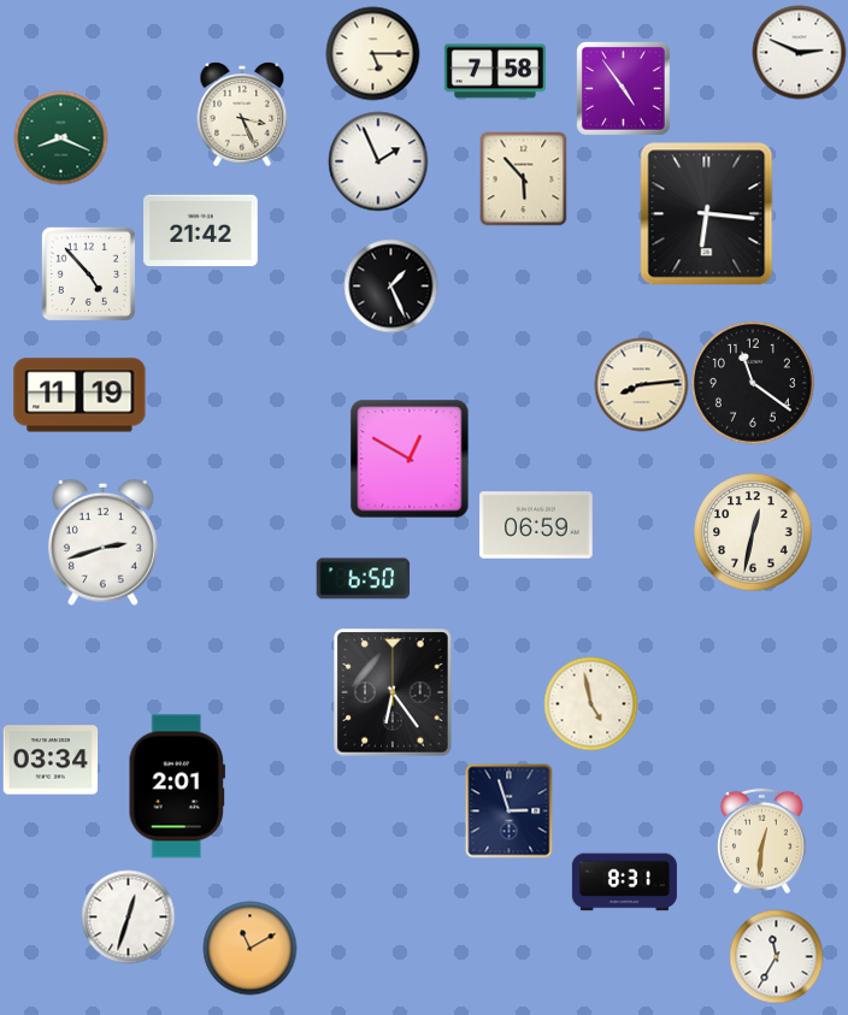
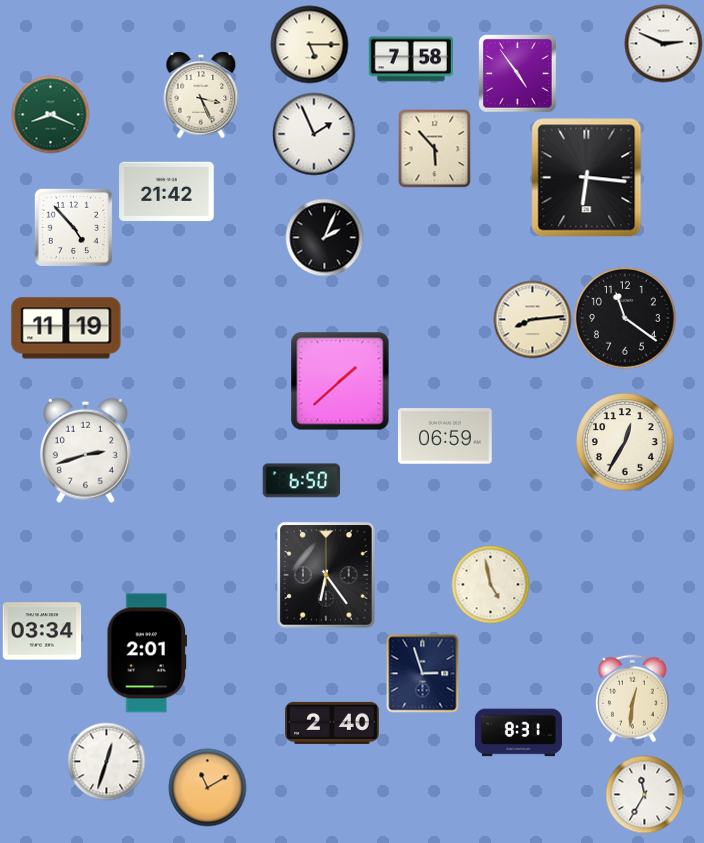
clock at (390, 285): 1:26 -> 2:04
clock at (410, 459): 12:50 -> 1:38
clock at (753, 532): 12:32 -> 12:35
clock at (332, 723): none -> 2:40
